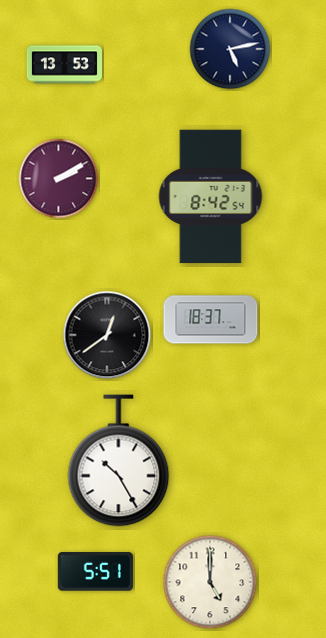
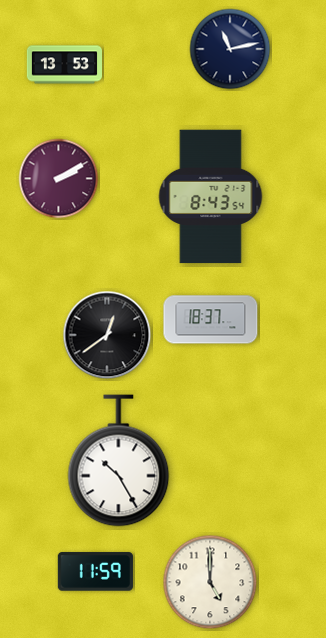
clock at (230, 49): 5:13 -> 11:13
clock at (211, 197): 8:42 -> 8:43
clock at (95, 572): 5:51 -> 11:59
